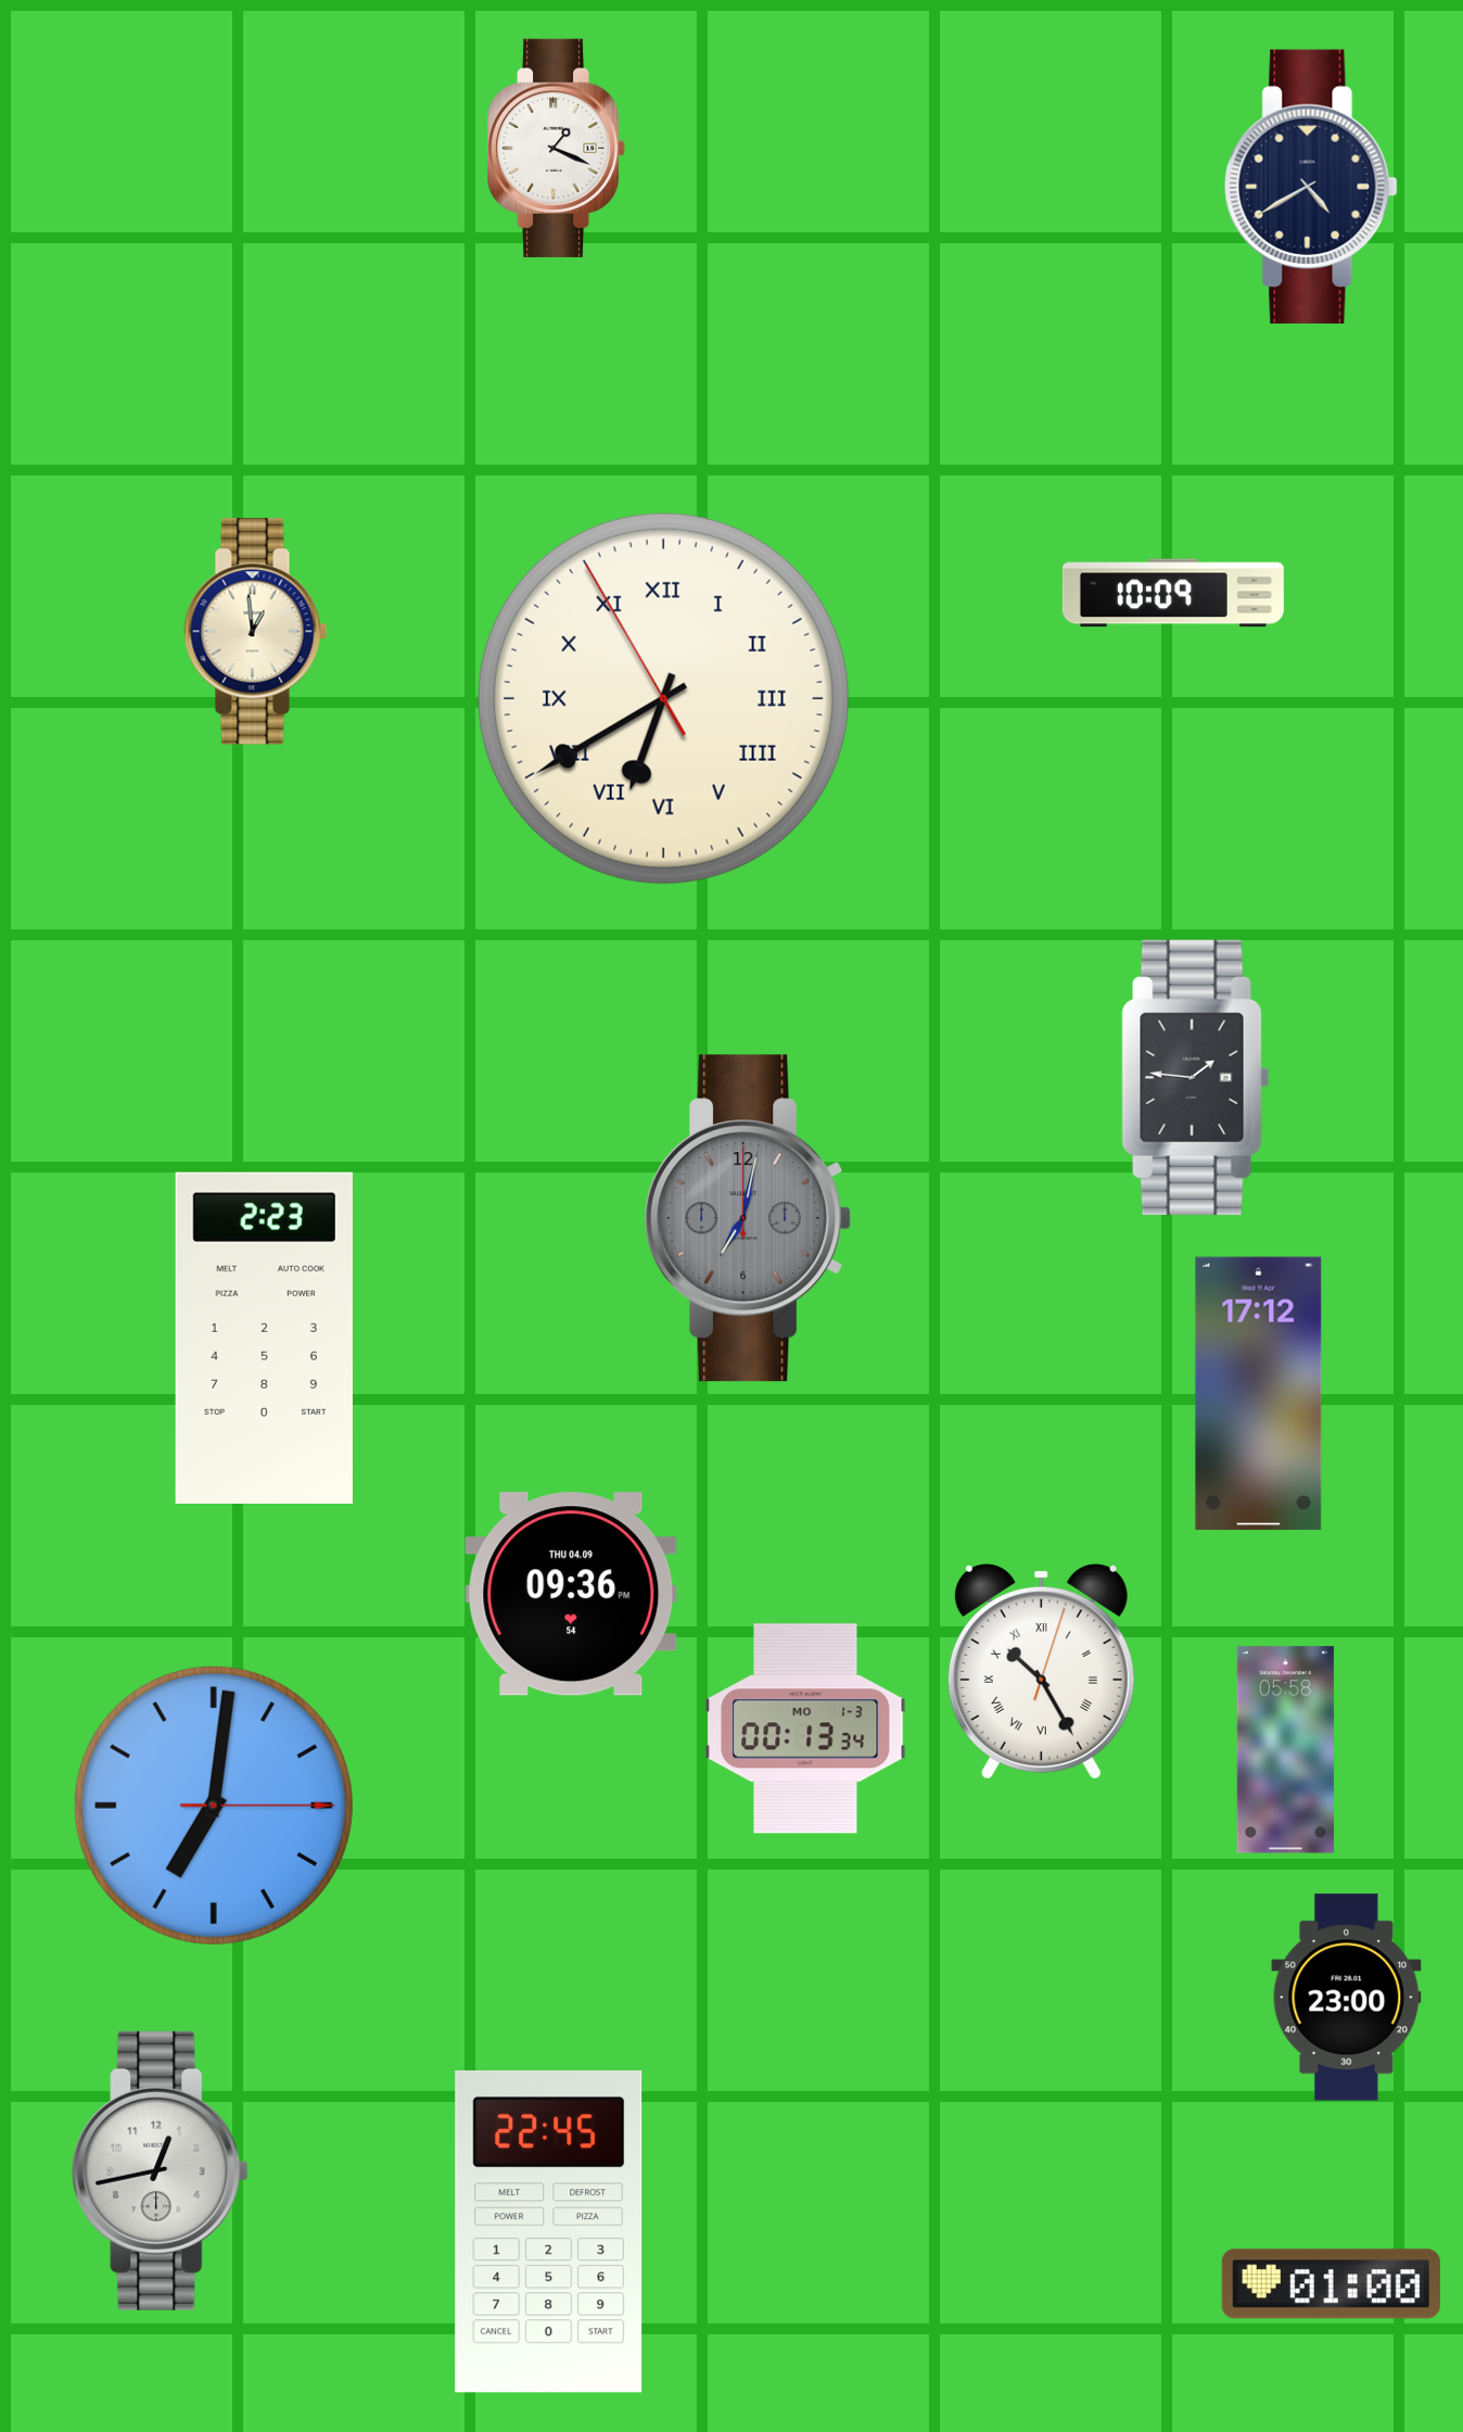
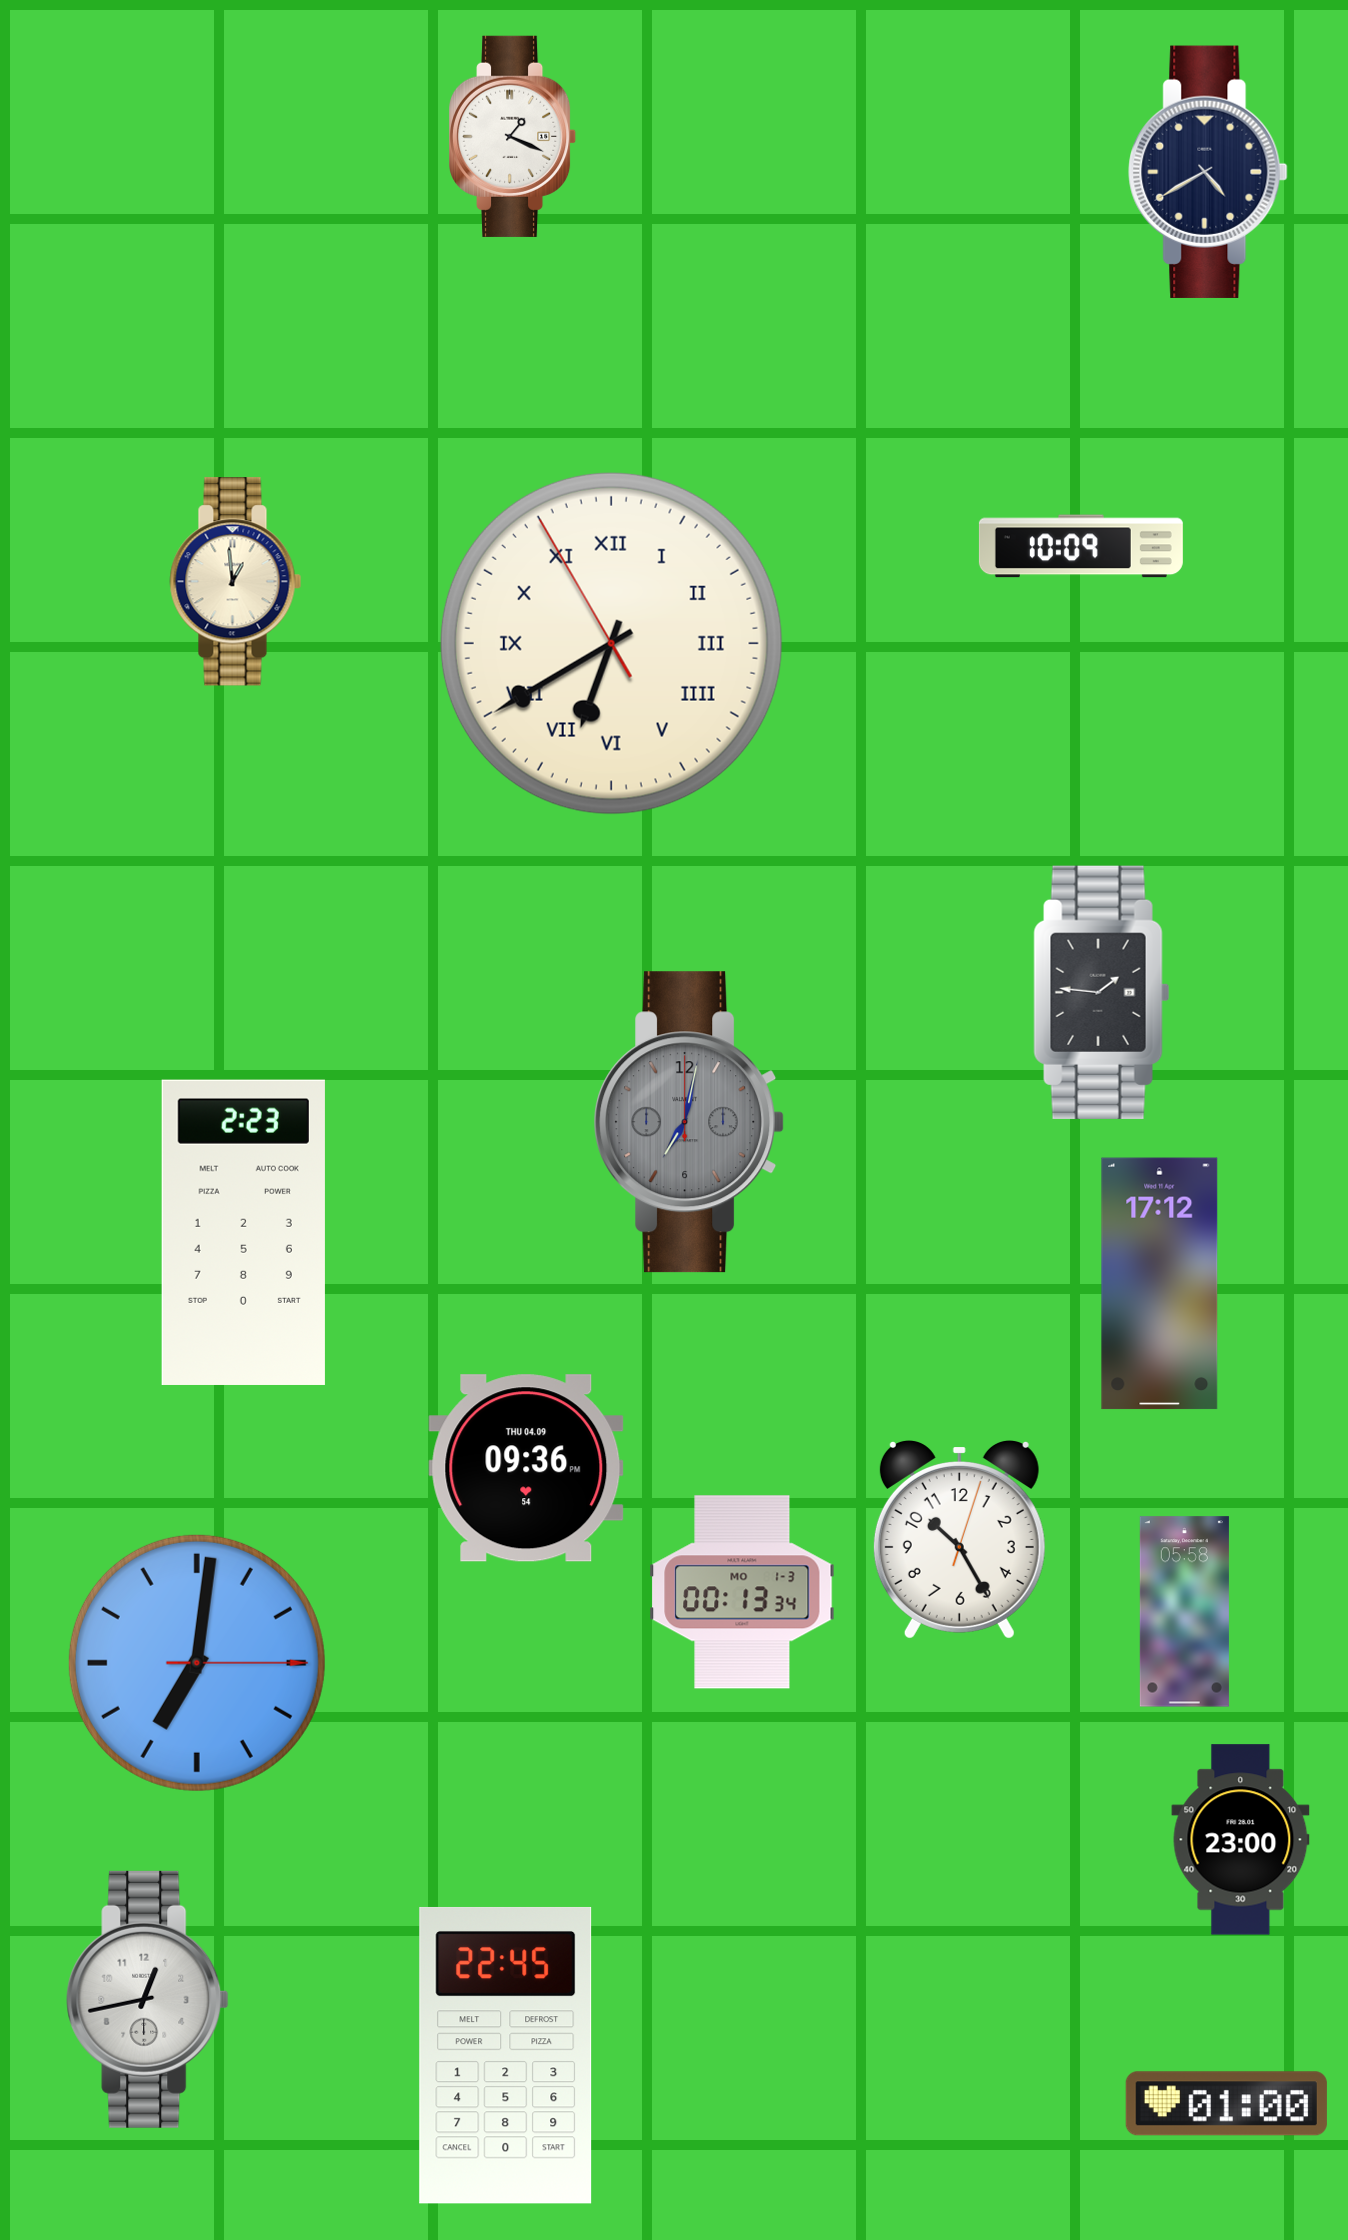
clock at (1041, 1672) numerals: Roman -> Arabic
